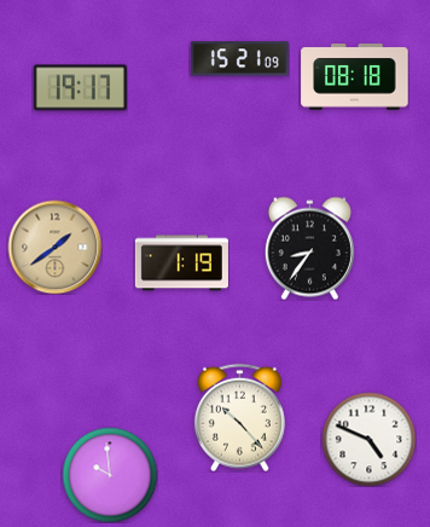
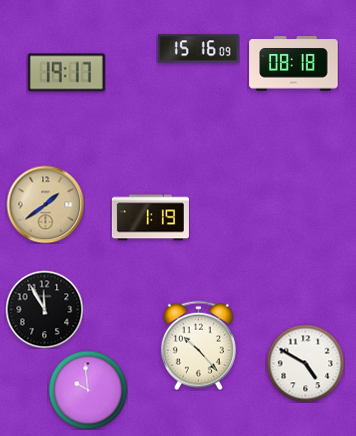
clock at (239, 59): 15:21 -> 15:16
clock at (309, 248): 8:36 -> none
clock at (44, 309): none -> 11:55
clock at (368, 439): 4:49 -> 4:50
clock at (110, 475) position: (110, 475) -> (88, 390)
